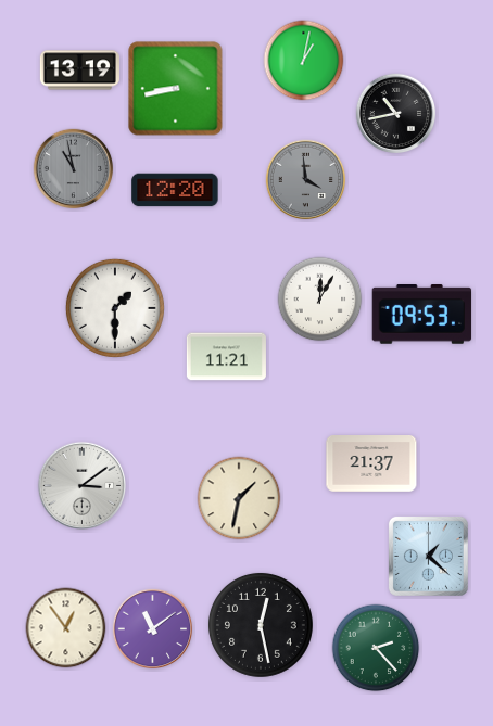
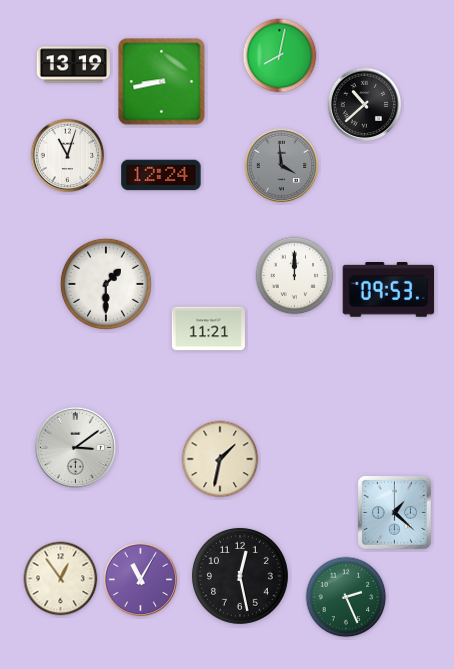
clock at (304, 61): 1:02 -> 8:02
clock at (396, 114): 10:43 -> 10:38
clock at (74, 169): 10:58 -> 11:03
clock at (74, 169) dial: grey -> white
clock at (175, 190): 12:20 -> 12:24
clock at (320, 300): 12:05 -> 12:00
clock at (371, 464): 21:37 -> none
clock at (153, 629): 11:09 -> 11:05
clock at (376, 648): 2:23 -> 2:26
